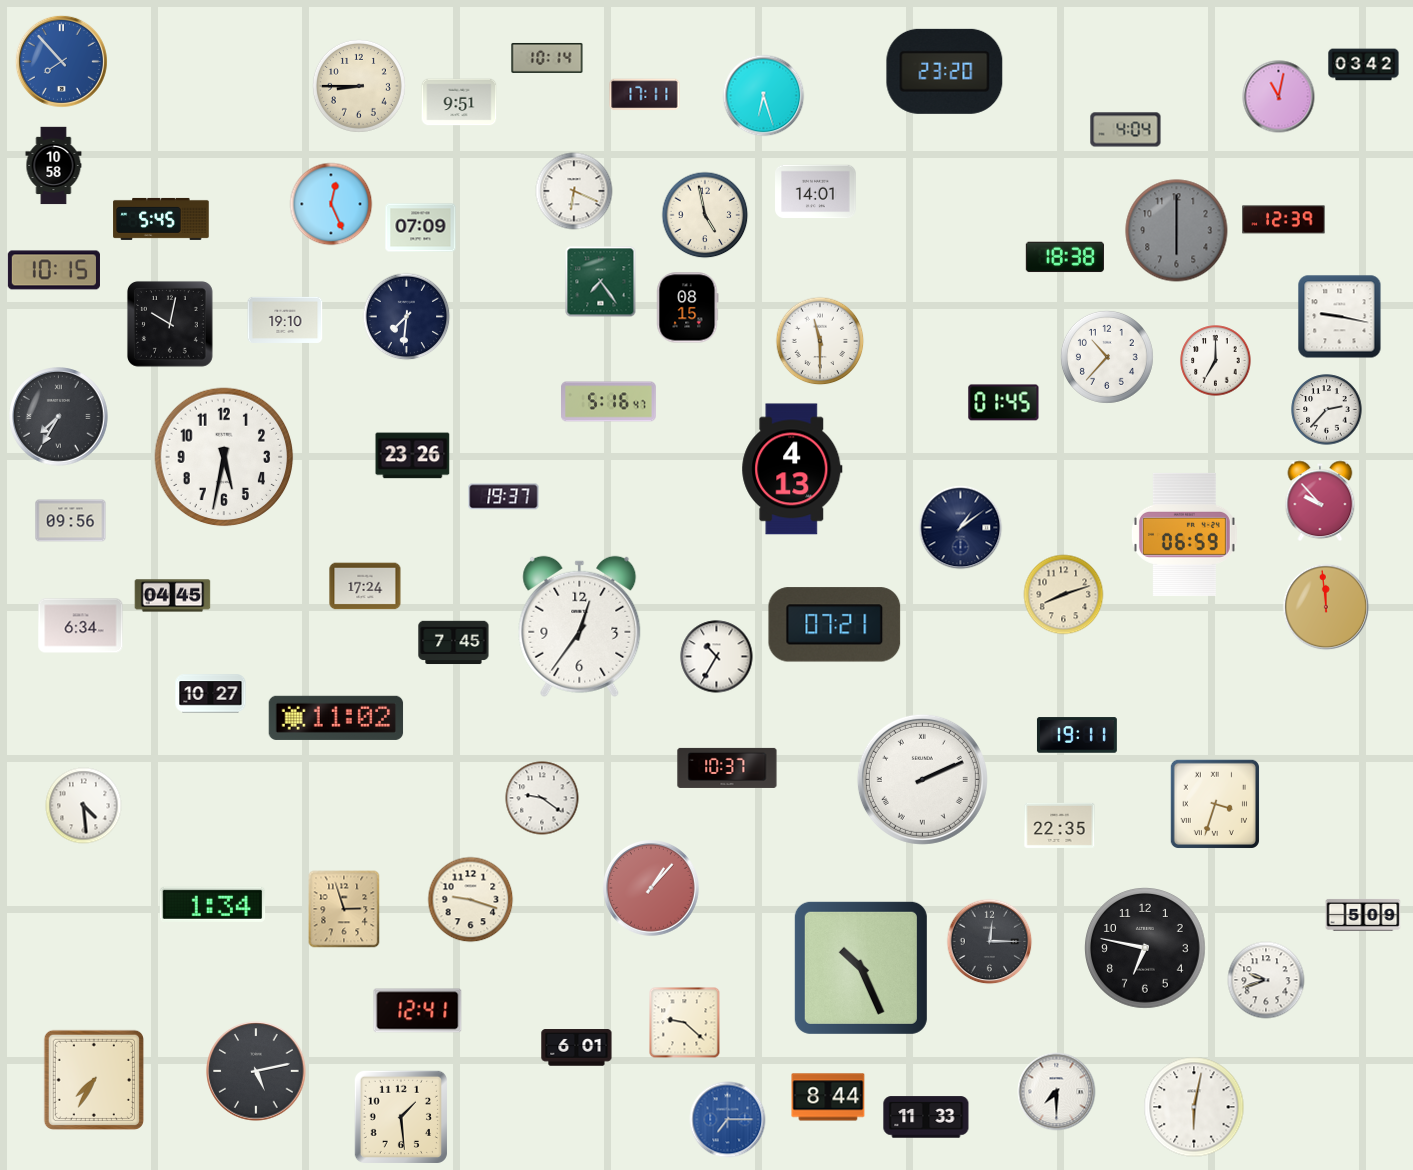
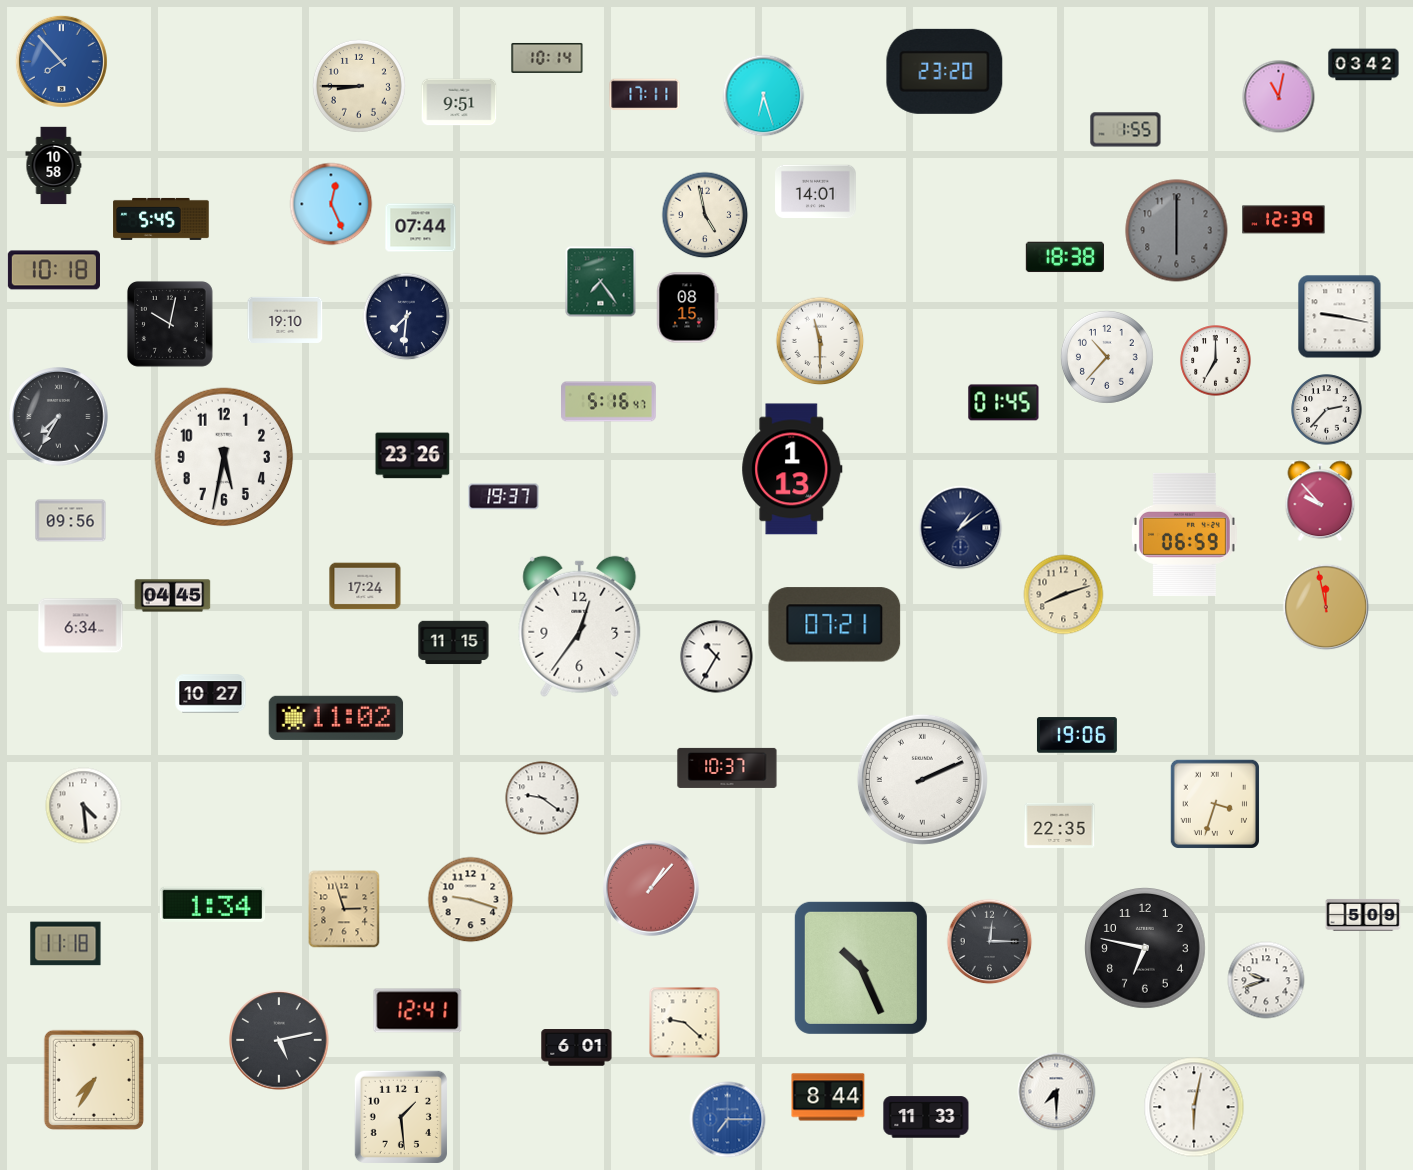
clock at (1126, 130): 4:04 -> 1:55
clock at (574, 191): 6:19 -> none
clock at (421, 228): 07:09 -> 07:44
clock at (54, 270): 10:15 -> 10:18
clock at (792, 469): 4:13 -> 1:13
clock at (1326, 607): 11:59 -> 11:58
clock at (454, 643): 7:45 -> 11:15
clock at (1077, 735): 19:11 -> 19:06
clock at (66, 944): none -> 11:18
clock at (256, 1071) position: (256, 1071) -> (279, 1040)
